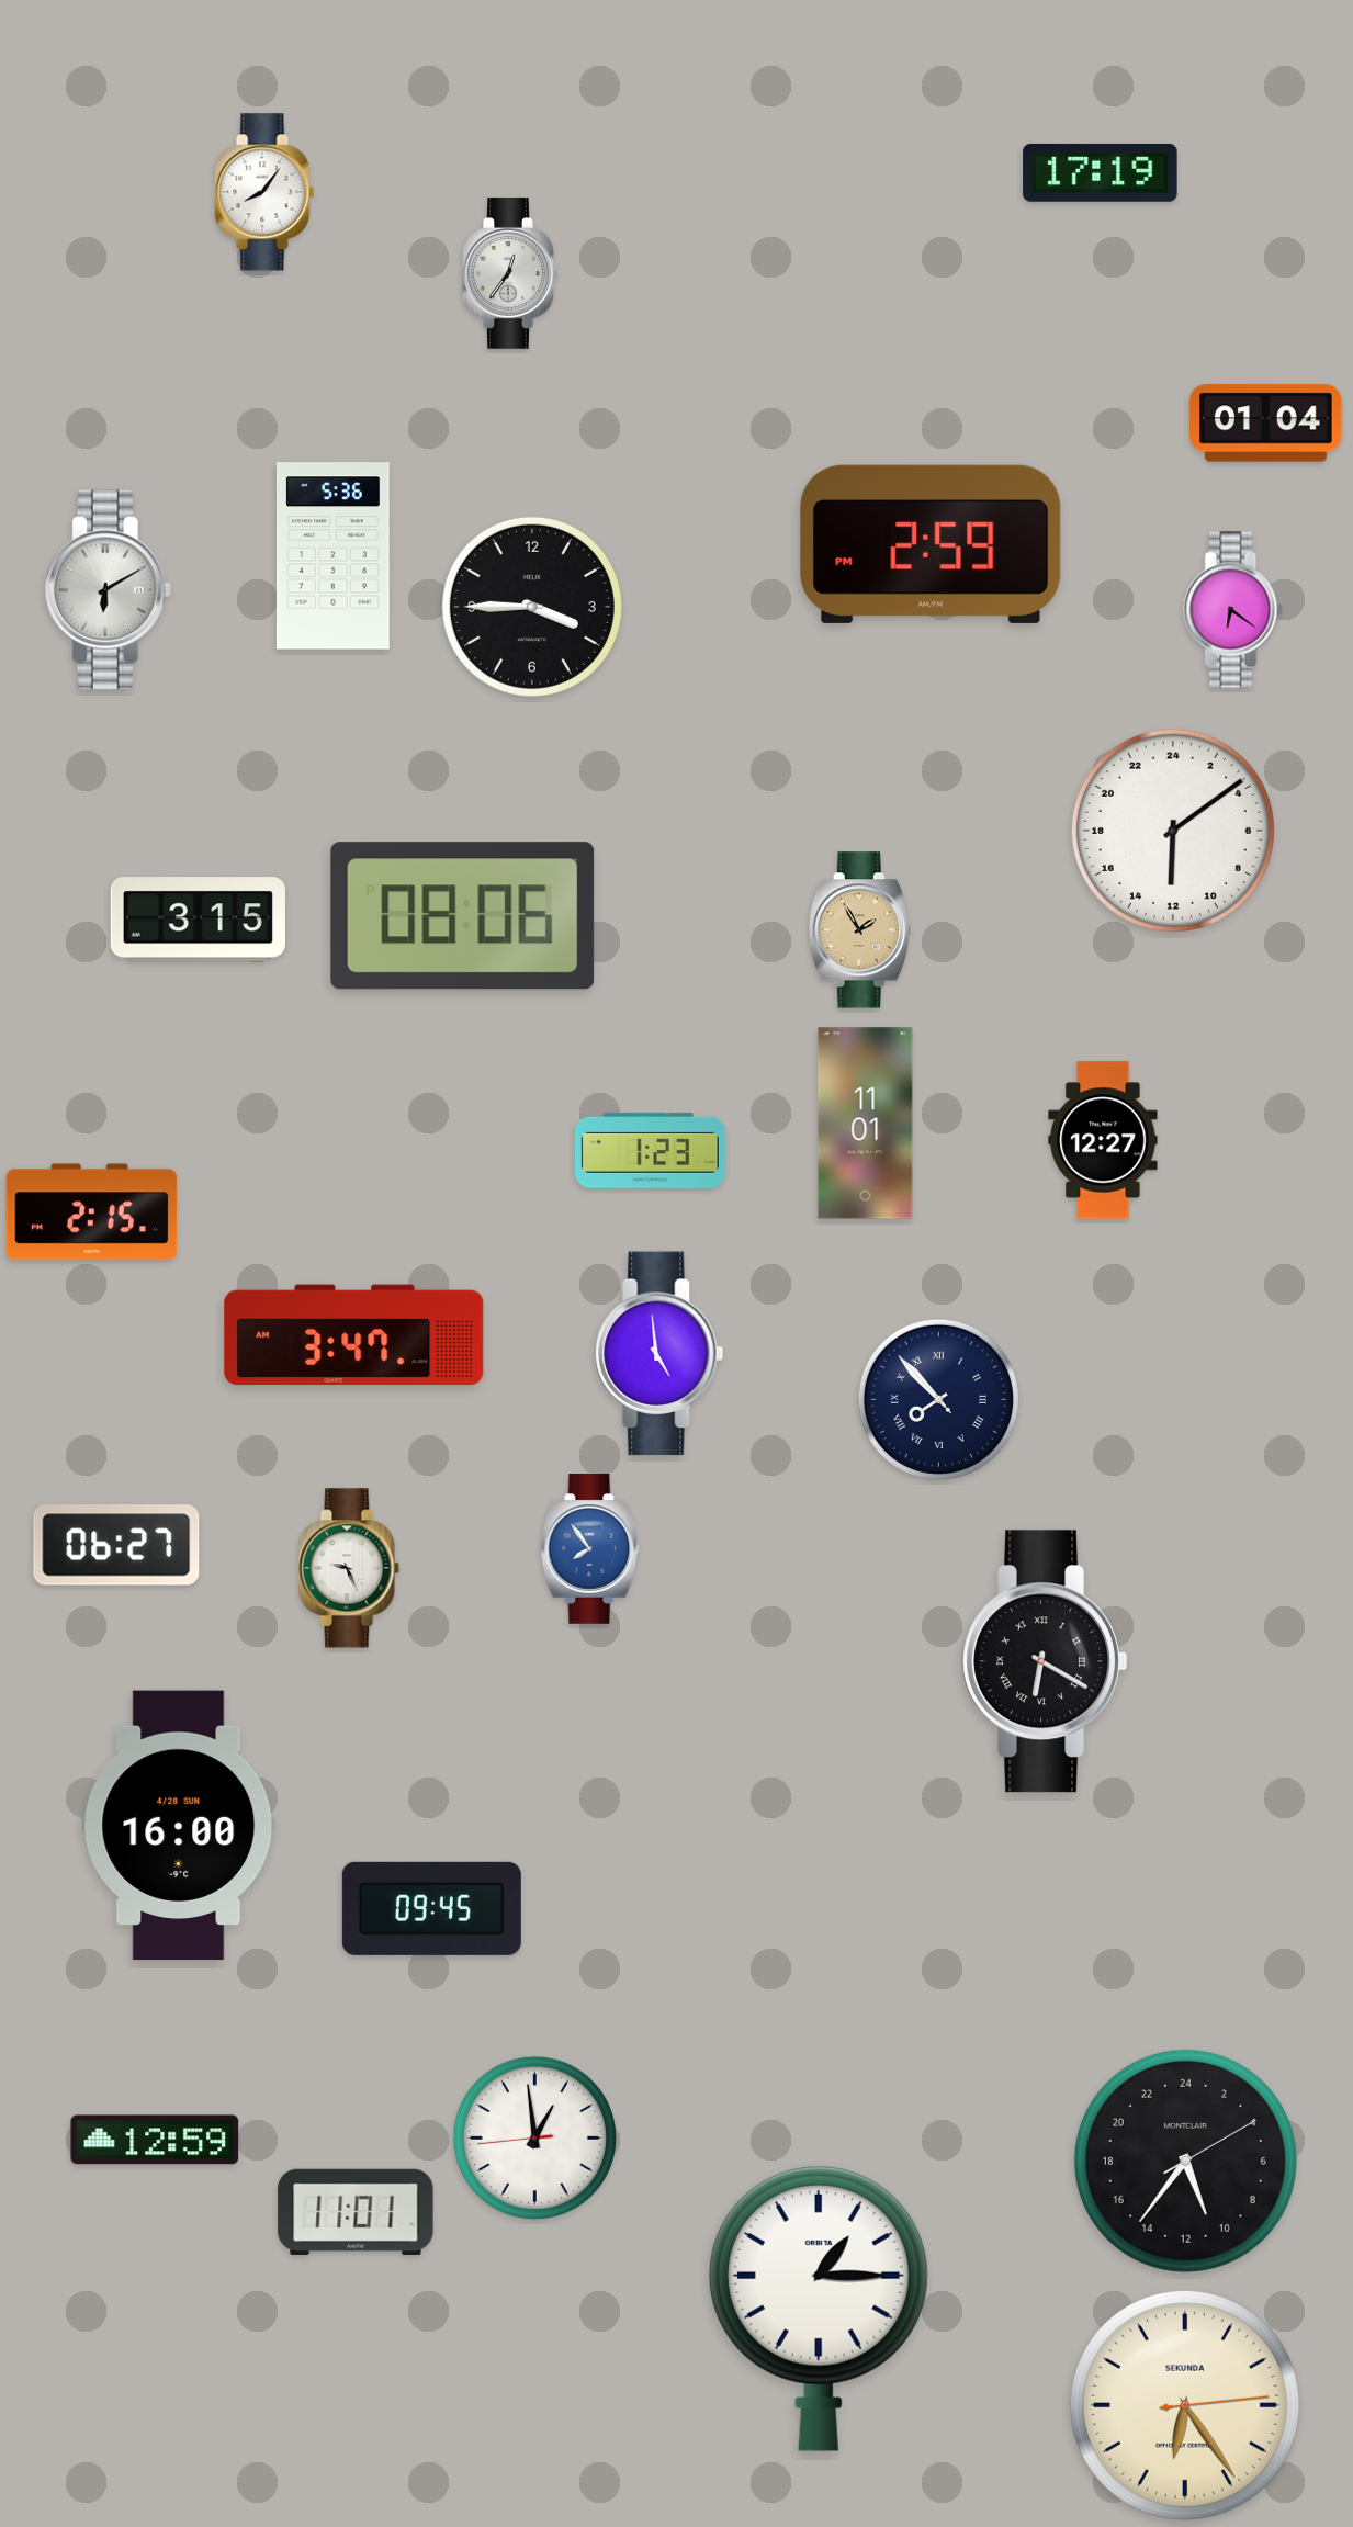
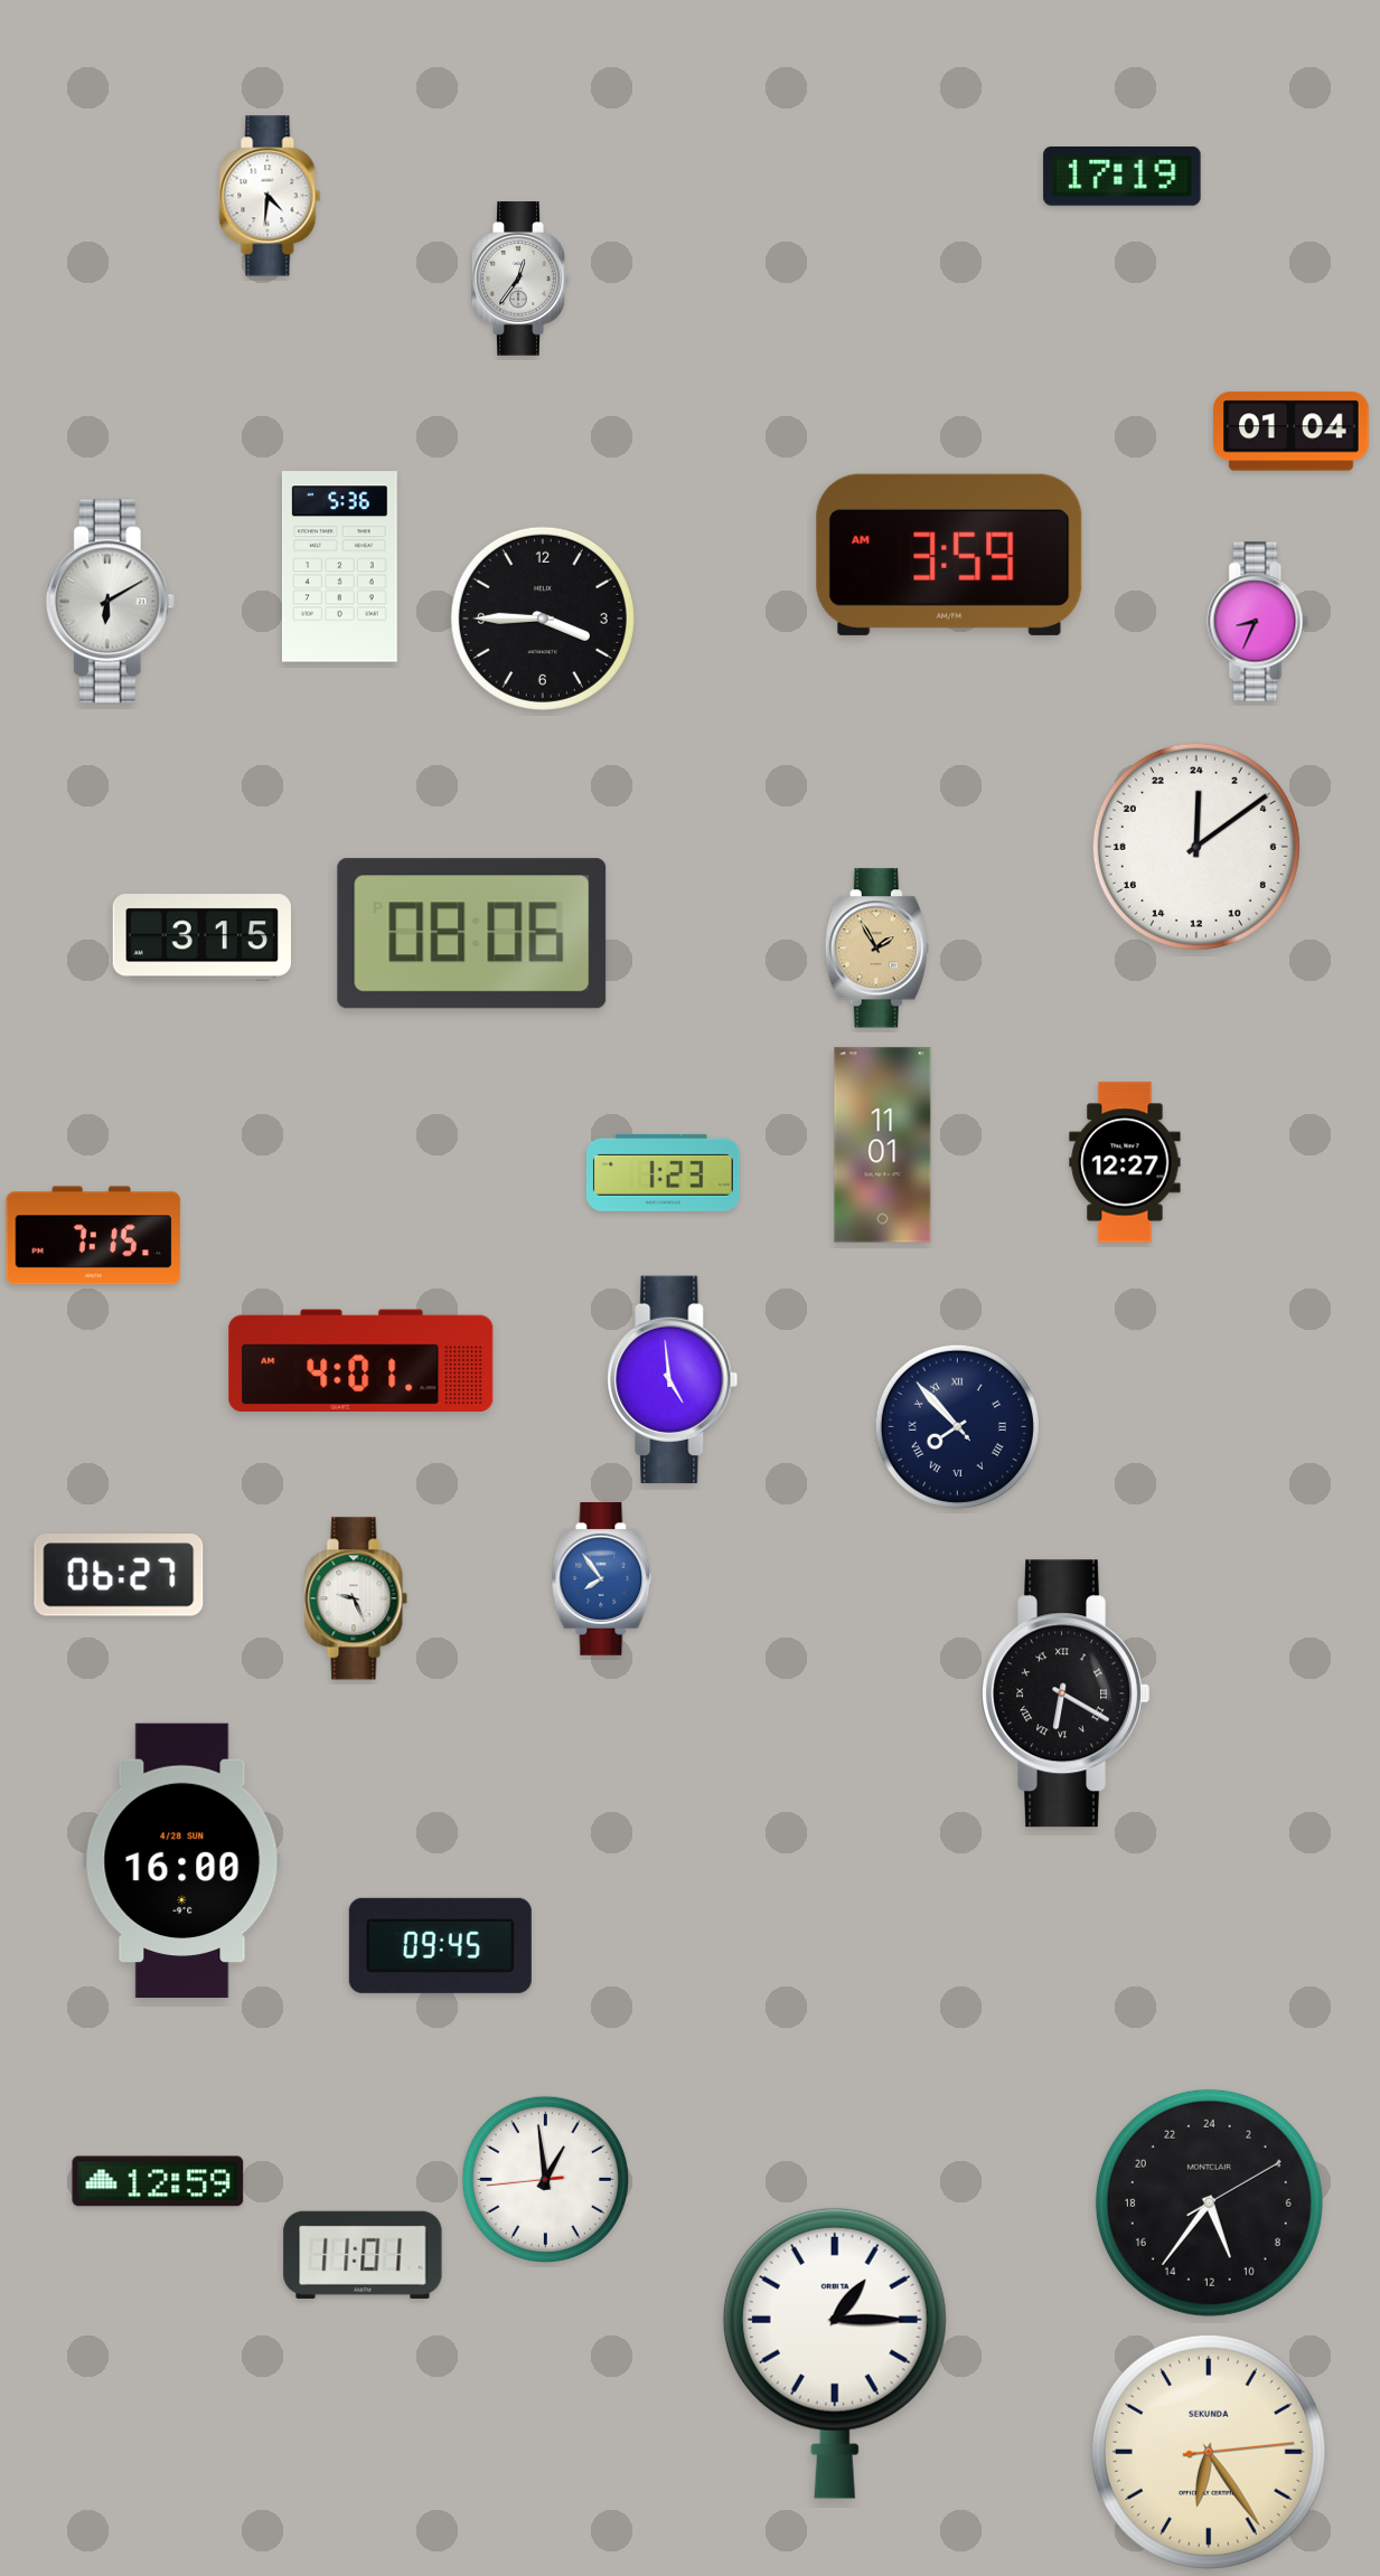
clock at (264, 192): 8:06 -> 4:31
clock at (931, 544): 2:59 -> 3:59
clock at (1233, 610): 6:21 -> 8:34
clock at (1173, 831): 12:09 -> 0:09
clock at (92, 1212): 2:15 -> 7:15
clock at (354, 1334): 3:47 -> 4:01
